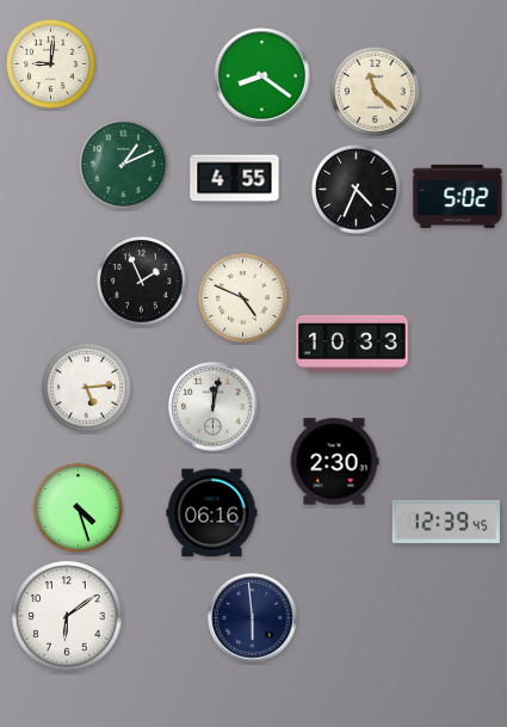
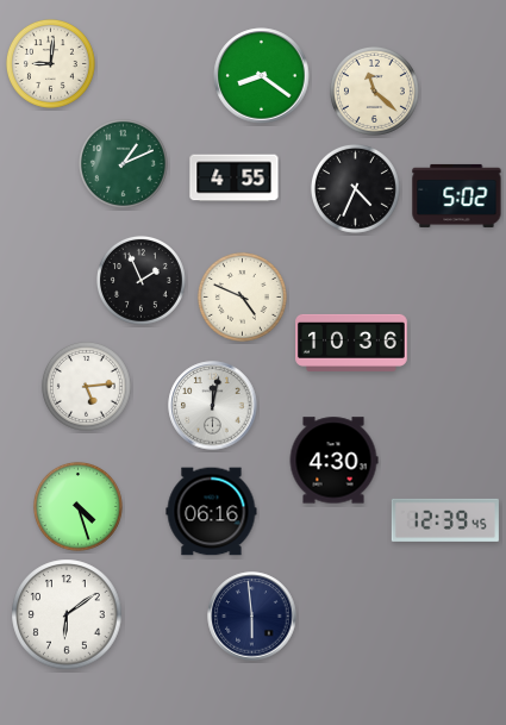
clock at (352, 344): 10:33 -> 10:36
clock at (334, 462): 2:30 -> 4:30
